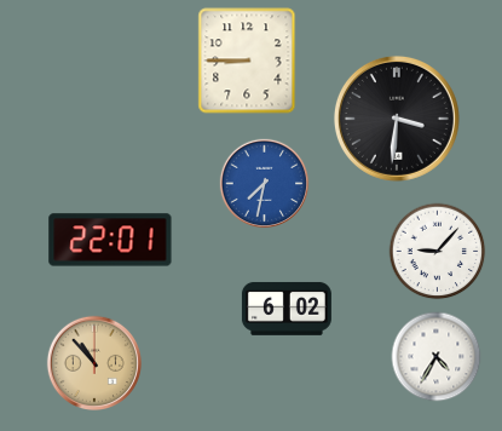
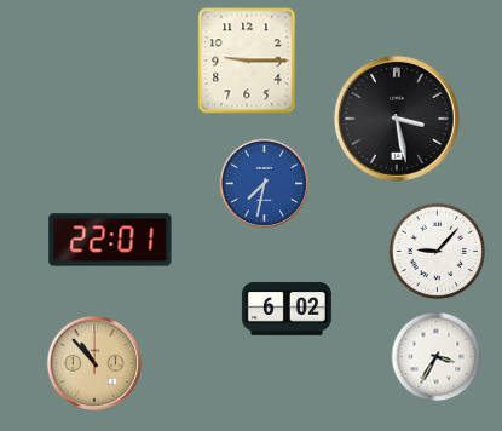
clock at (247, 61): 8:45 -> 9:15
clock at (397, 119): 3:31 -> 3:28
clock at (437, 357): 4:35 -> 3:35
